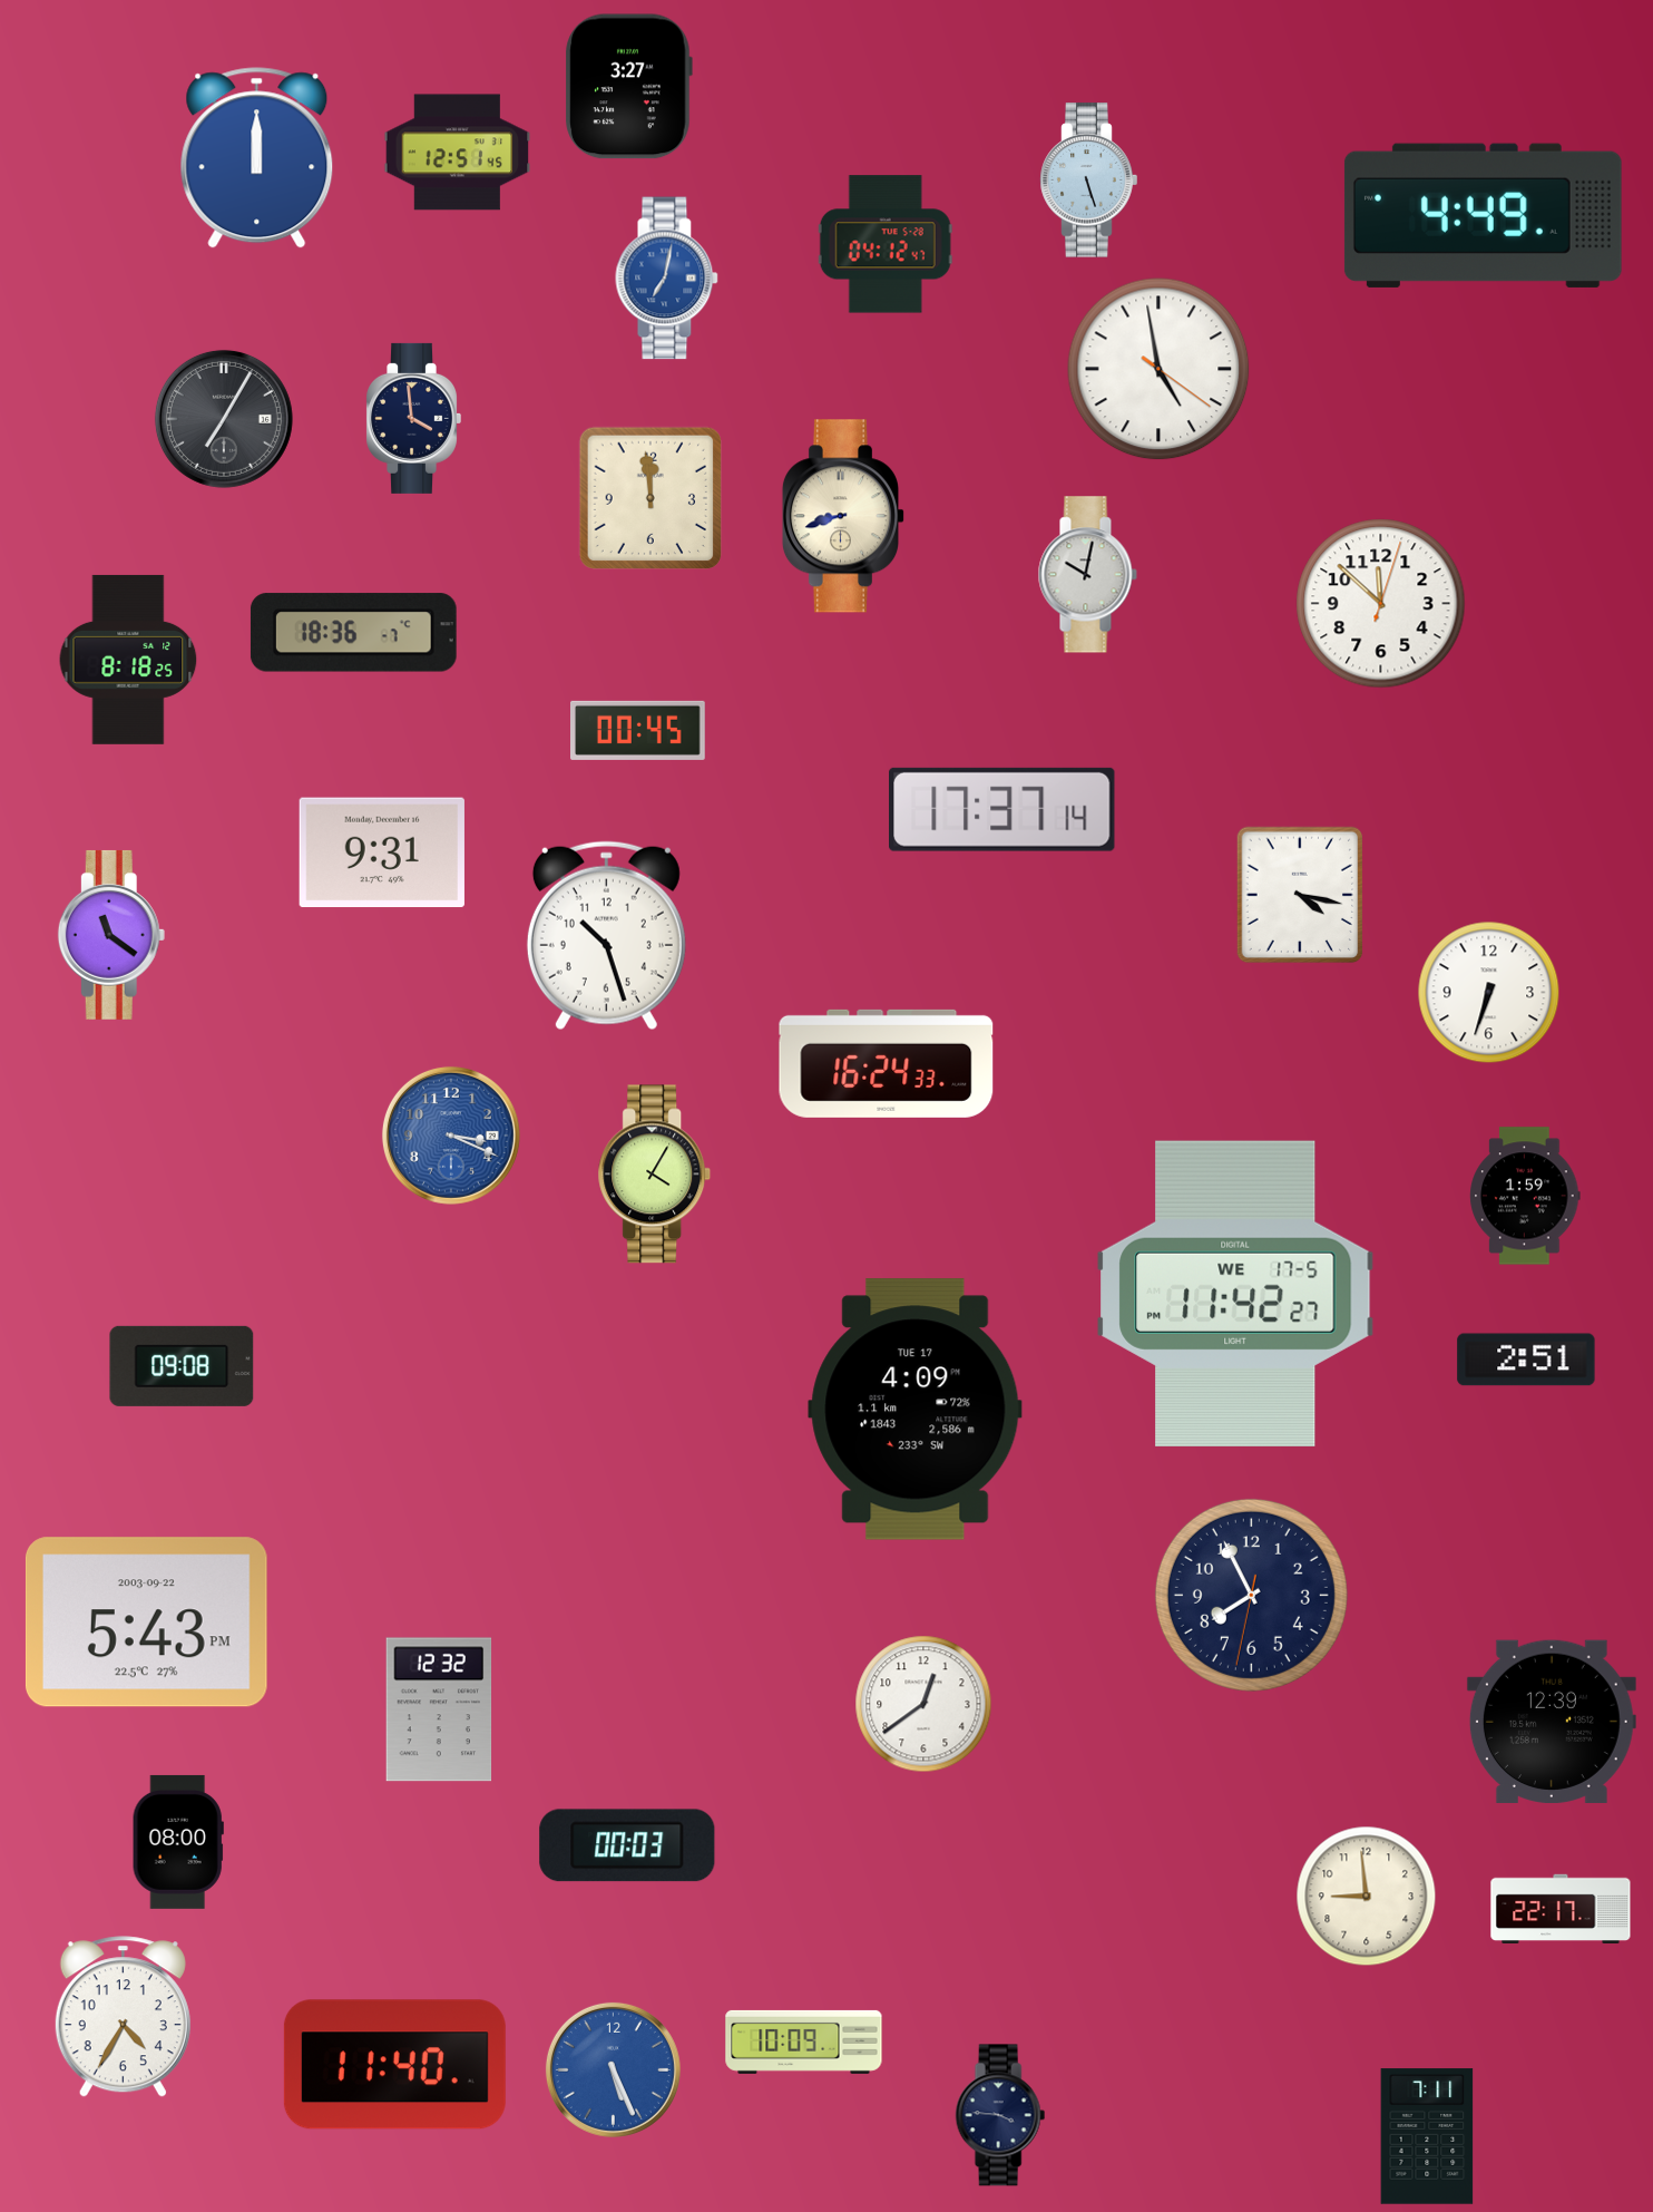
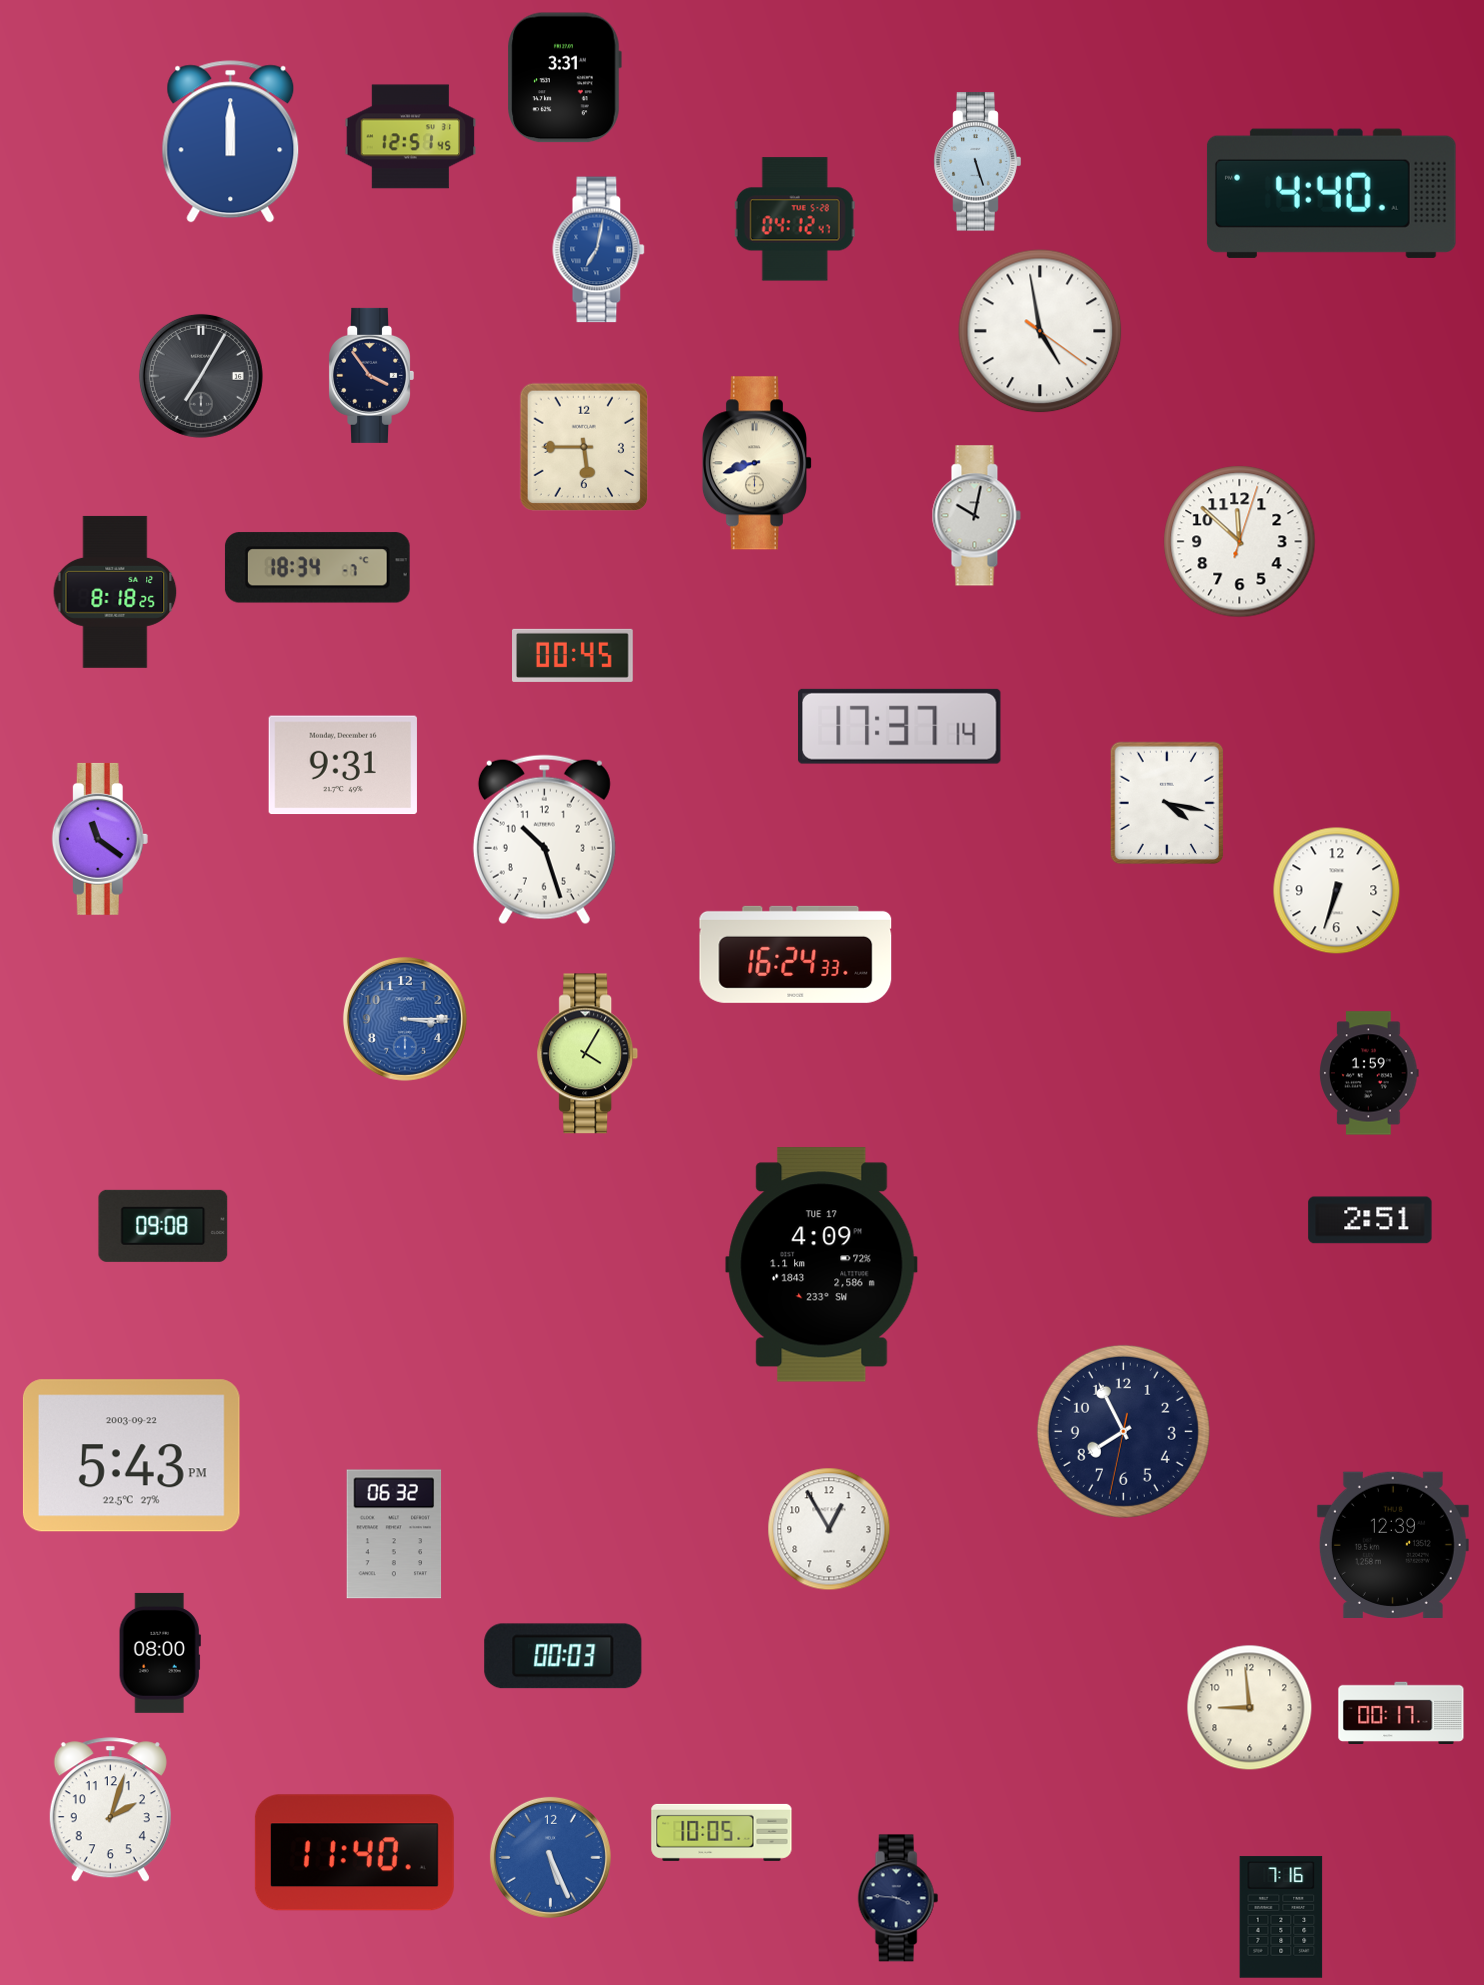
clock at (628, 87): 3:27 -> 3:31
clock at (1483, 215): 4:49 -> 4:40
clock at (413, 418): 3:59 -> 3:54
clock at (649, 497): 11:59 -> 5:45
clock at (353, 633): 18:36 -> 18:34
clock at (451, 1136): 3:19 -> 3:15
clock at (1235, 1294): 11:42 -> none
clock at (923, 1704): 12:39 -> 12:55
clock at (439, 1709): 12:32 -> 06:32
clock at (1367, 1897) position: (1367, 1897) -> (1250, 1708)
clock at (1561, 1909): 22:17 -> 00:17
clock at (123, 2017): 4:35 -> 2:03
clock at (804, 2042): 10:09 -> 10:05
clock at (1427, 2136): 7:11 -> 7:16
